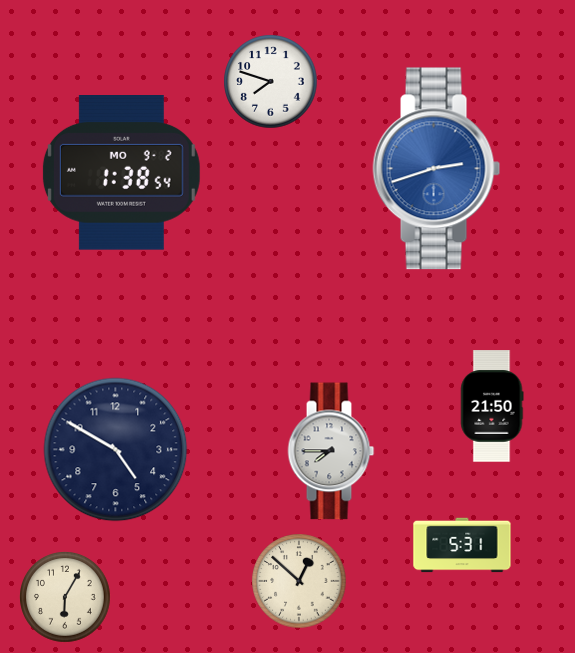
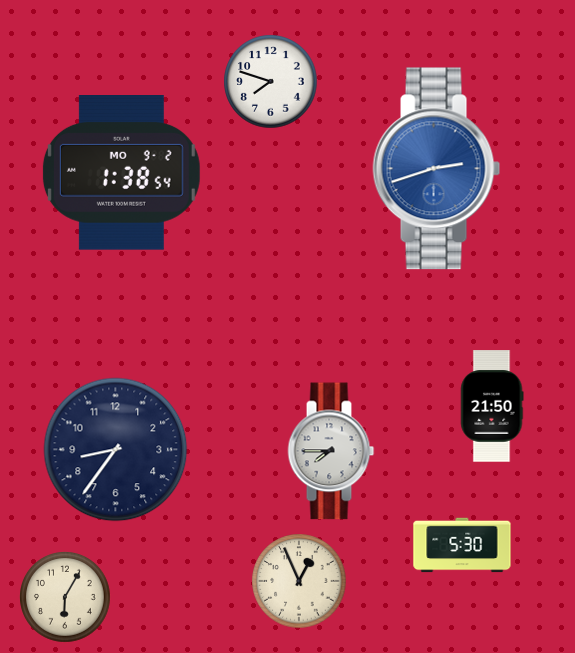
clock at (116, 450): 4:50 -> 8:36
clock at (462, 545): 5:31 -> 5:30
clock at (299, 581): 12:52 -> 12:56
